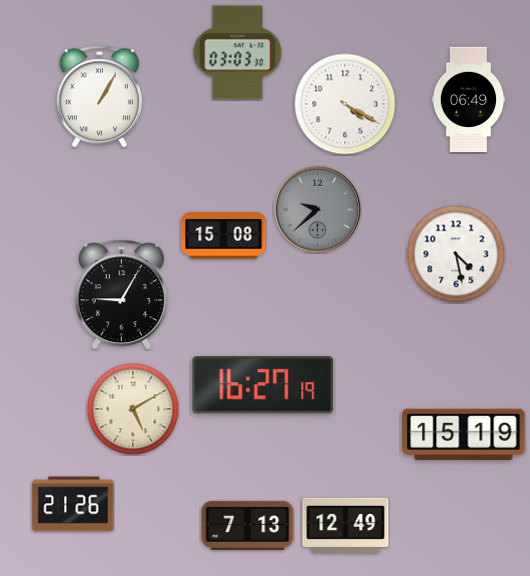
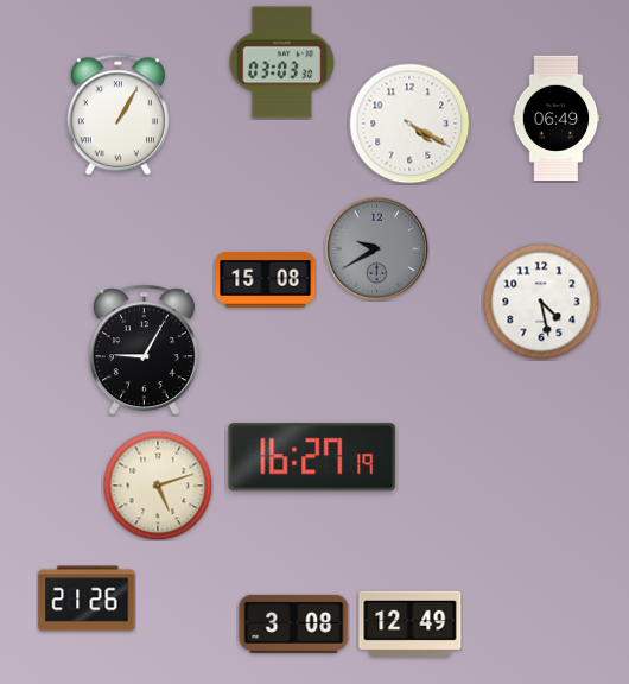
clock at (317, 209): 9:38 -> 9:40
clock at (133, 409): 5:10 -> 5:12
clock at (464, 435): 15:19 -> none
clock at (248, 525): 7:13 -> 3:08
